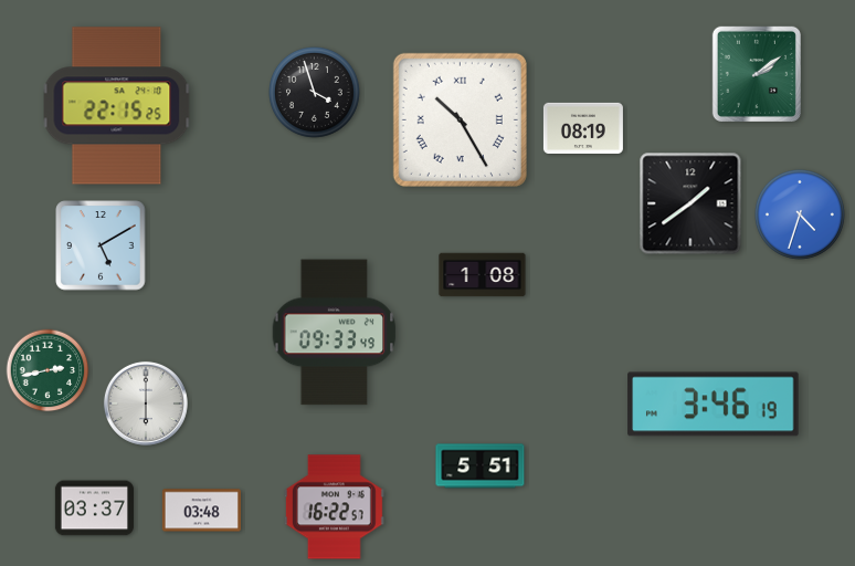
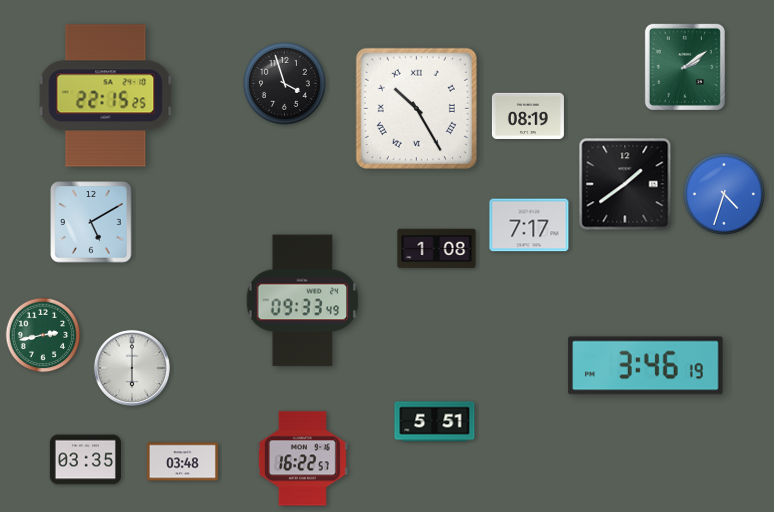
clock at (529, 225): none -> 7:17
clock at (146, 403) position: (146, 403) -> (132, 368)
clock at (94, 509): 03:37 -> 03:35
